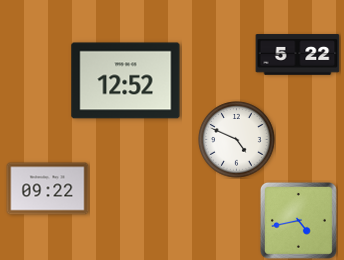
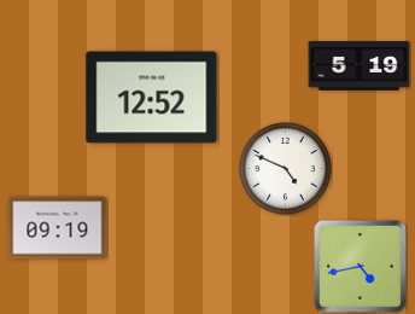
clock at (298, 55): 5:22 -> 5:19
clock at (48, 189): 09:22 -> 09:19
